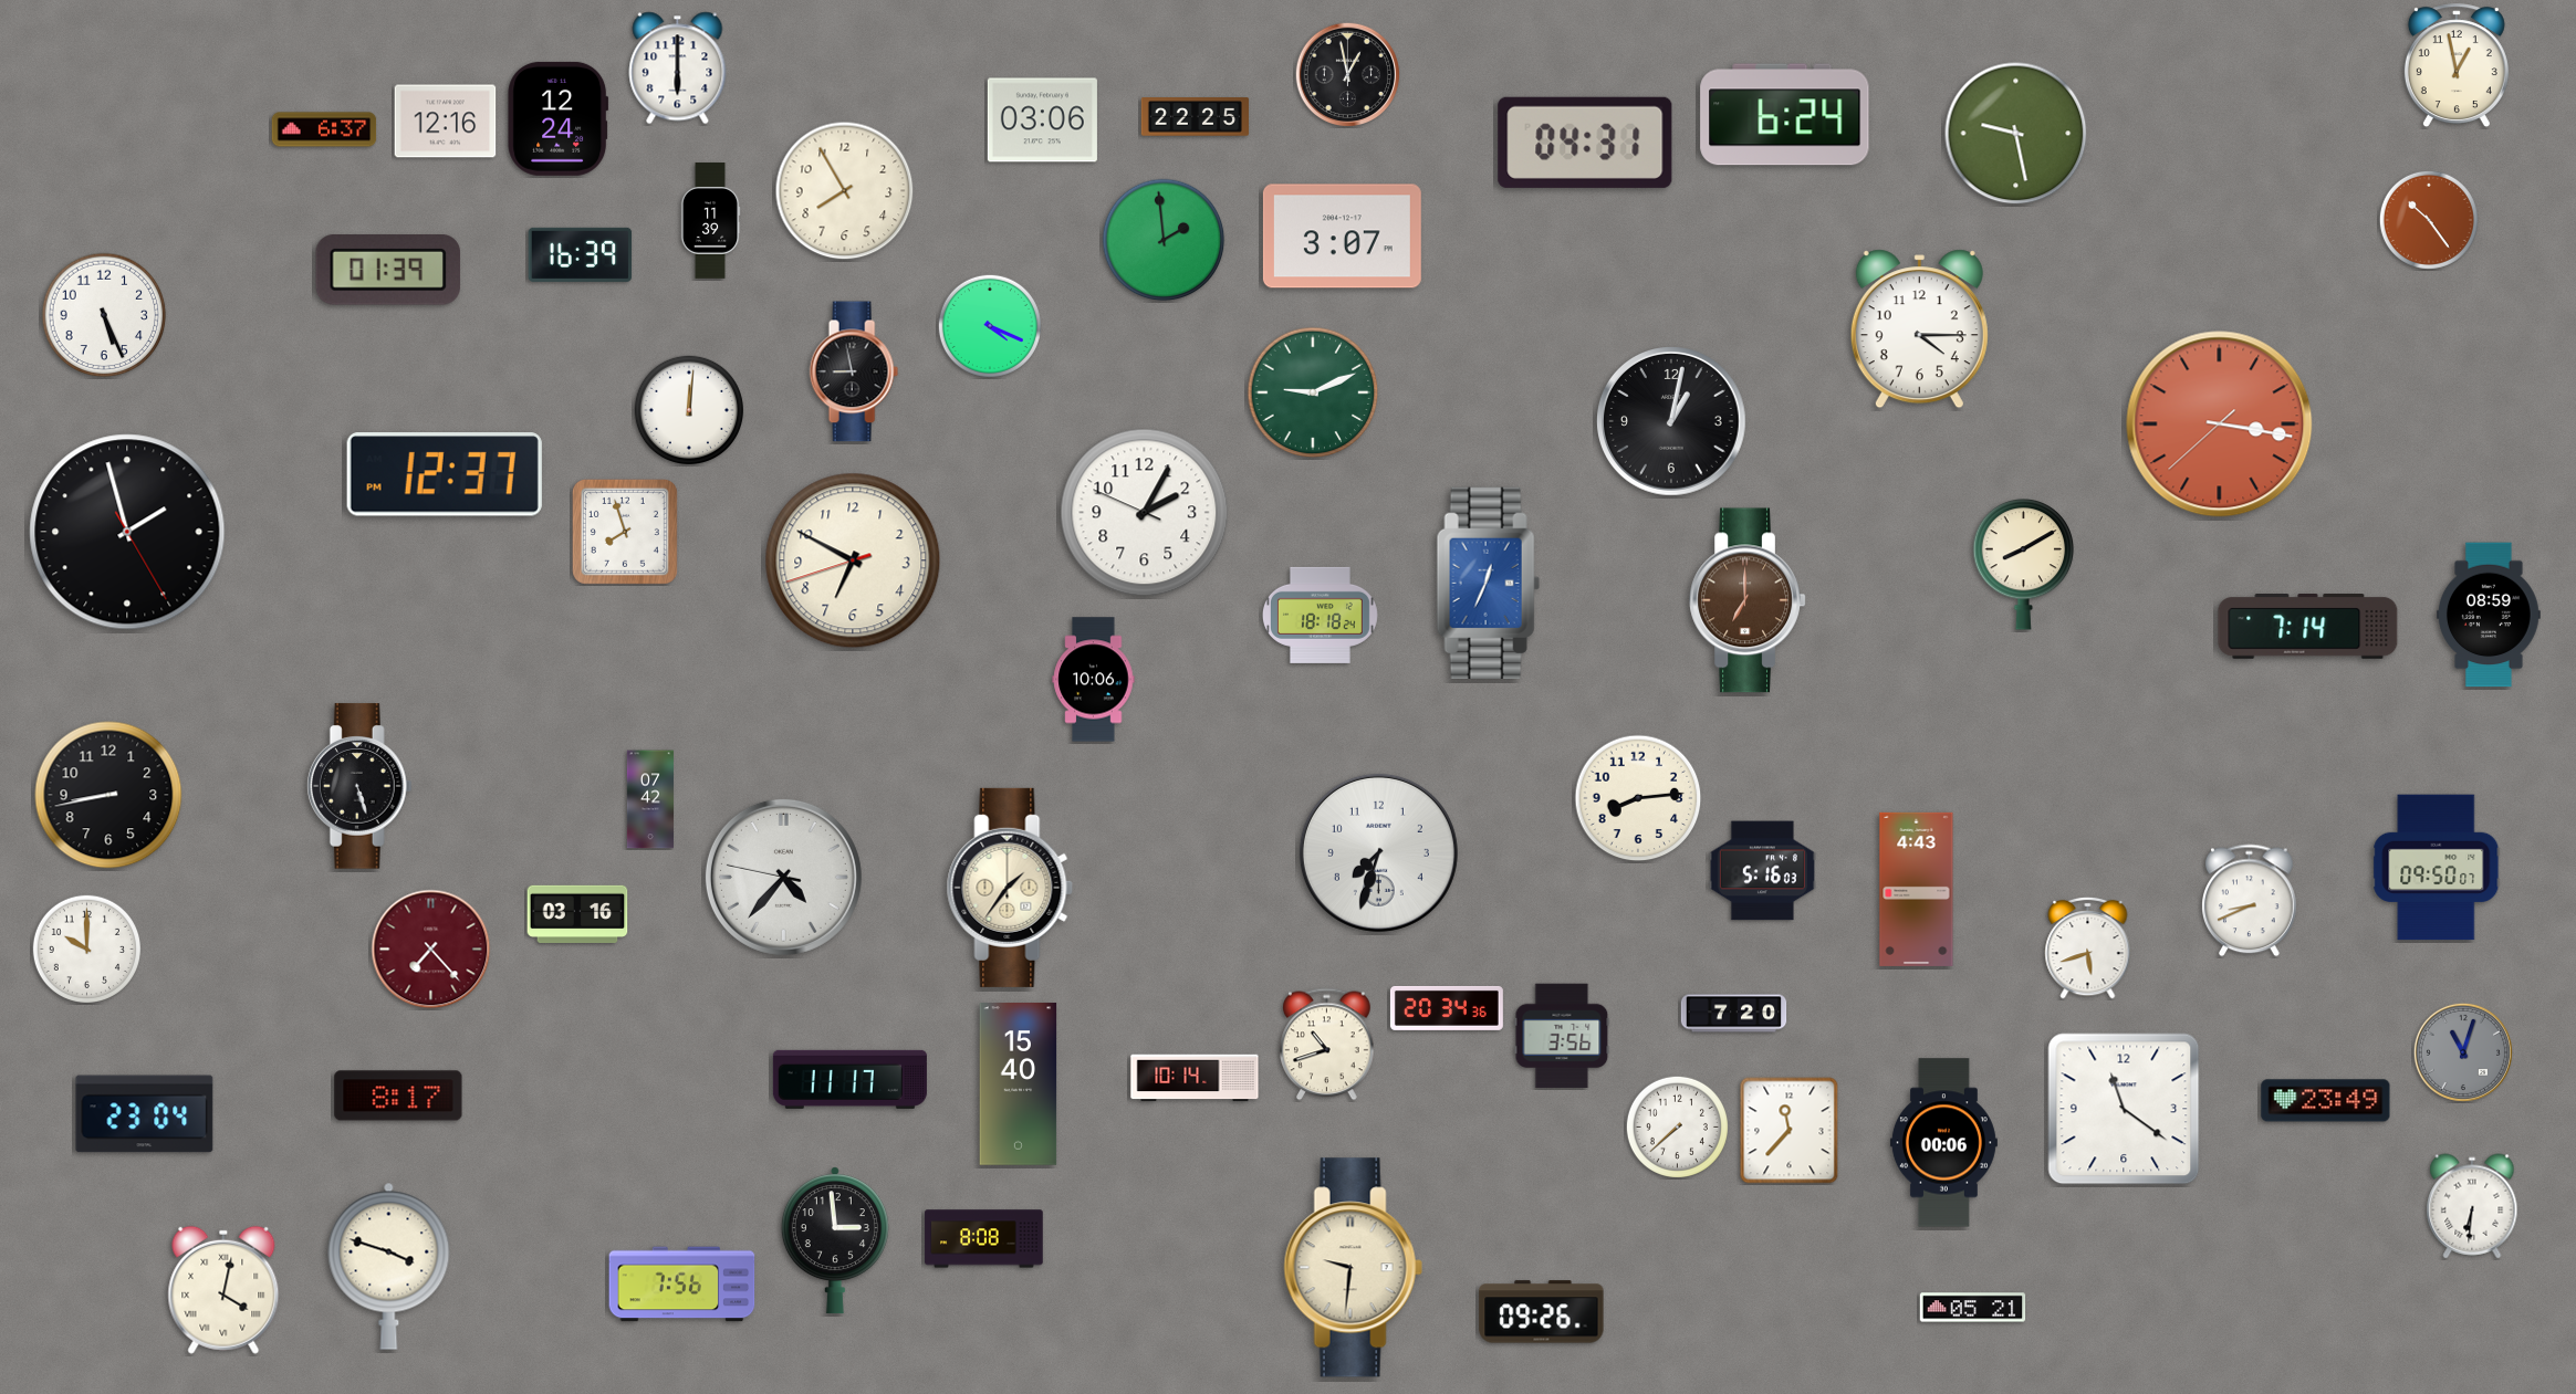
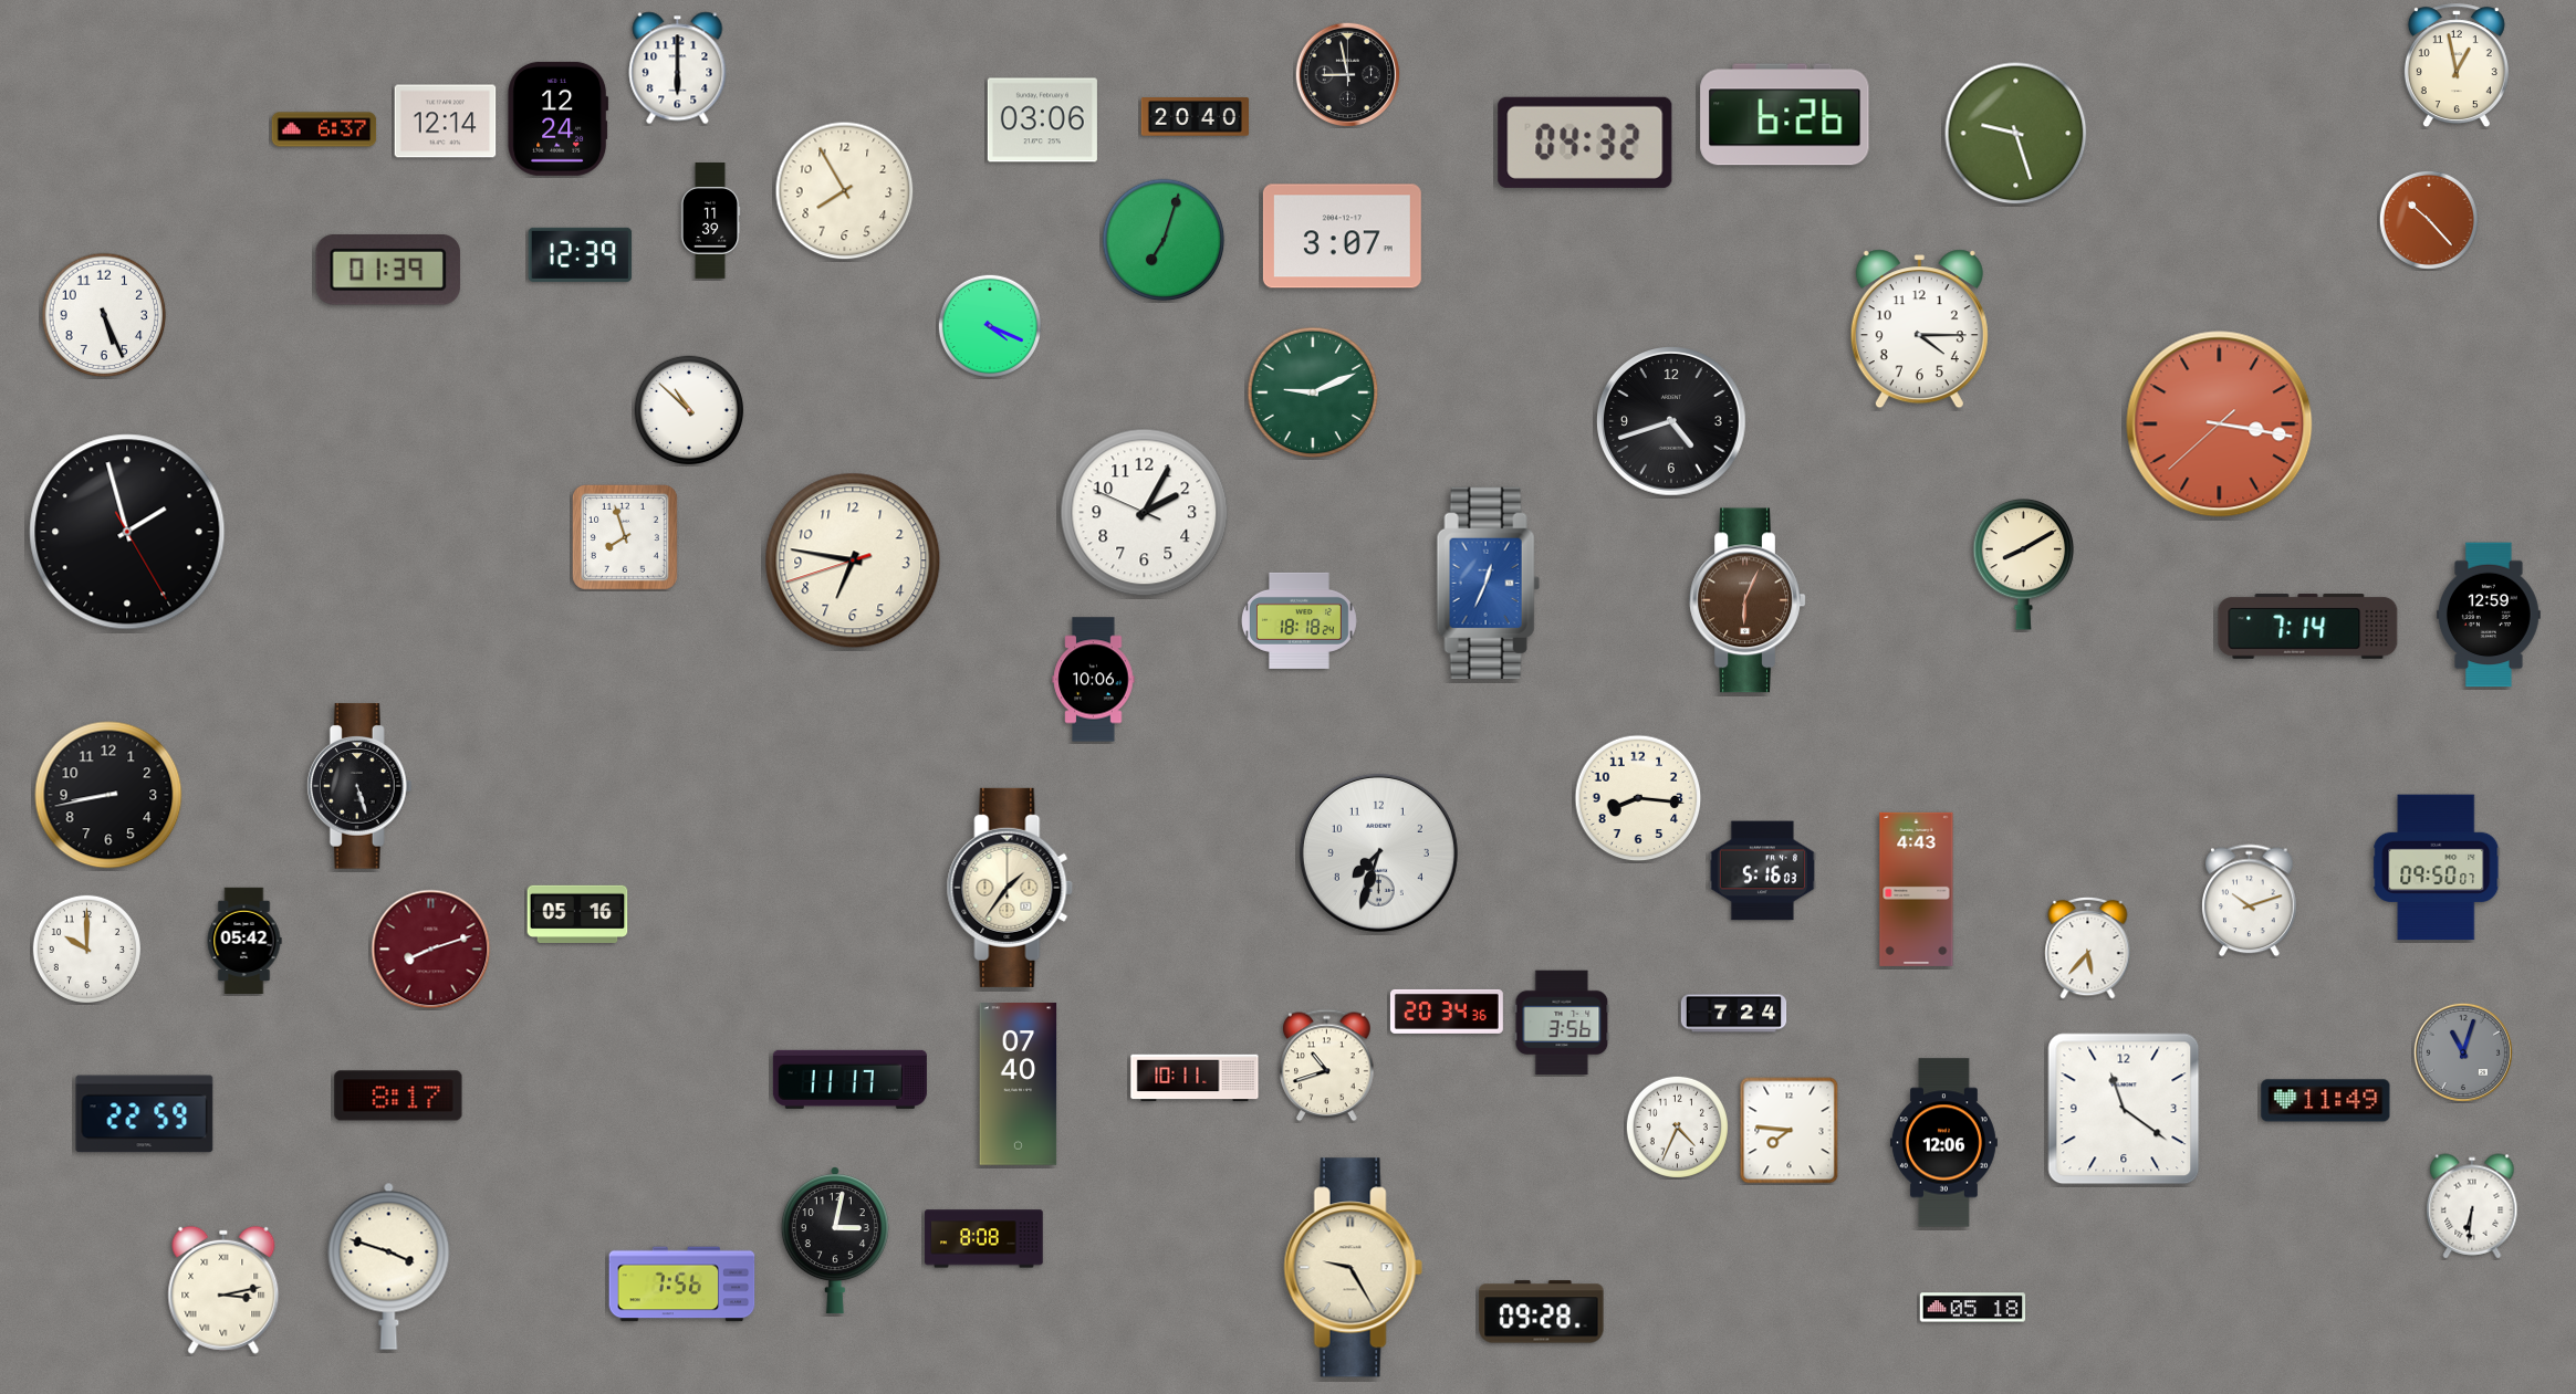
clock at (1347, 74): 12:58 -> 8:58
clock at (1785, 115): 6:24 -> 6:26
clock at (1195, 117): 22:25 -> 20:40
clock at (446, 122): 12:16 -> 12:14
clock at (2016, 134): 9:28 -> 9:27
clock at (1585, 143): 04:31 -> 04:32
clock at (2429, 220): 10:24 -> 10:23
clock at (1164, 240): 1:59 -> 7:03
clock at (581, 254): 16:39 -> 12:39
clock at (854, 371): 8:58 -> none
clock at (688, 409): 12:01 -> 10:52
clock at (1672, 422): 1:02 -> 4:42
clock at (445, 474): 12:37 -> none
clock at (625, 532) position: (625, 532) -> (625, 537)
clock at (853, 560): 6:49 -> 6:46
clock at (1748, 600): 7:00 -> 6:04
clock at (1320, 615) position: (1320, 615) -> (1299, 620)
clock at (2490, 615): 08:59 -> 12:59
clock at (1638, 798): 8:14 -> 8:16
clock at (649, 799): 07:42 -> none
clock at (783, 877): 4:36 -> none
clock at (2250, 901): 8:41 -> 10:12
clock at (577, 913): 03:16 -> 05:16
clock at (244, 941): none -> 05:42
clock at (2088, 947): 5:42 -> 5:37
clock at (431, 950): 7:23 -> 8:12
clock at (1447, 1008) position: (1447, 1008) -> (1447, 1012)
clock at (1734, 1014): 7:20 -> 7:24
clock at (1562, 1036) position: (1562, 1036) -> (1562, 1023)
clock at (1327, 1045) position: (1327, 1045) -> (1327, 1066)
clock at (1195, 1078): 10:14 -> 10:11
clock at (1019, 1084): 15:40 -> 07:40
clock at (2326, 1101): 23:49 -> 11:49
clock at (145, 1114): 23:04 -> 22:59
clock at (1677, 1126): 7:38 -> 4:34
clock at (1790, 1131): 11:37 -> 7:46
clock at (1943, 1143): 00:06 -> 12:06
clock at (835, 1240): 2:59 -> 3:02
clock at (1353, 1268): 9:31 -> 9:25
clock at (223, 1290): 4:02 -> 3:13
clock at (1973, 1308): 05:21 -> 05:18
clock at (1542, 1312): 09:26 -> 09:28
